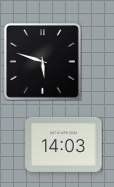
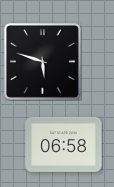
clock at (64, 144): 14:03 -> 06:58
